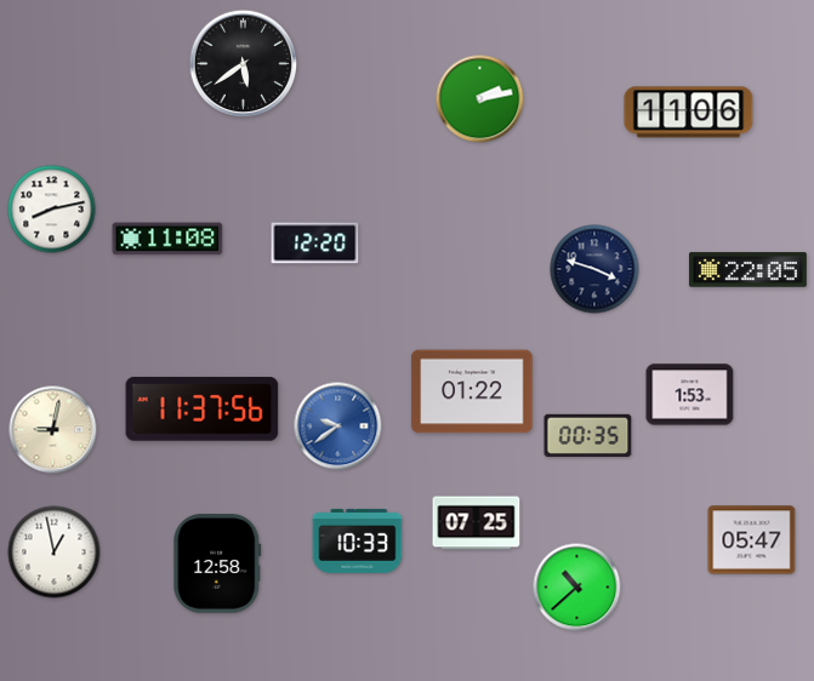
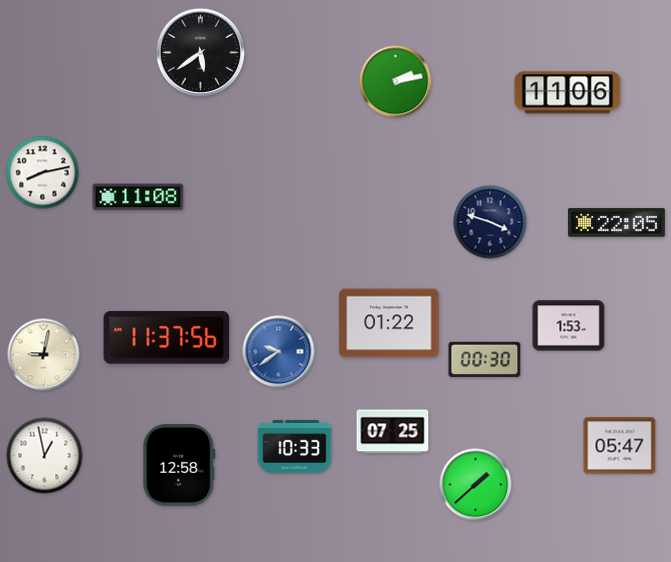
clock at (315, 244): 12:20 -> none
clock at (588, 435): 00:35 -> 00:30
clock at (577, 588): 10:38 -> 1:38
